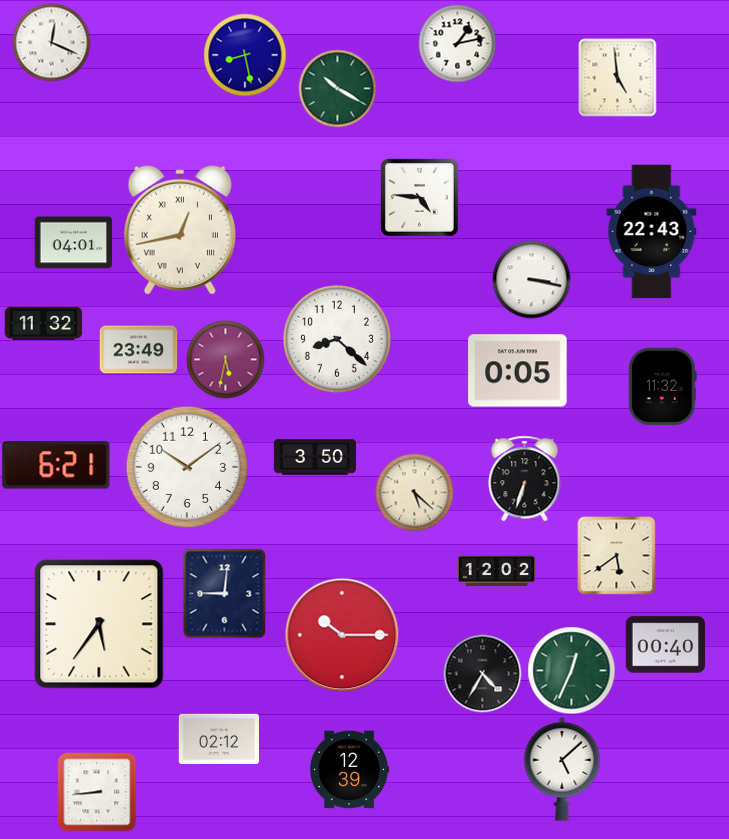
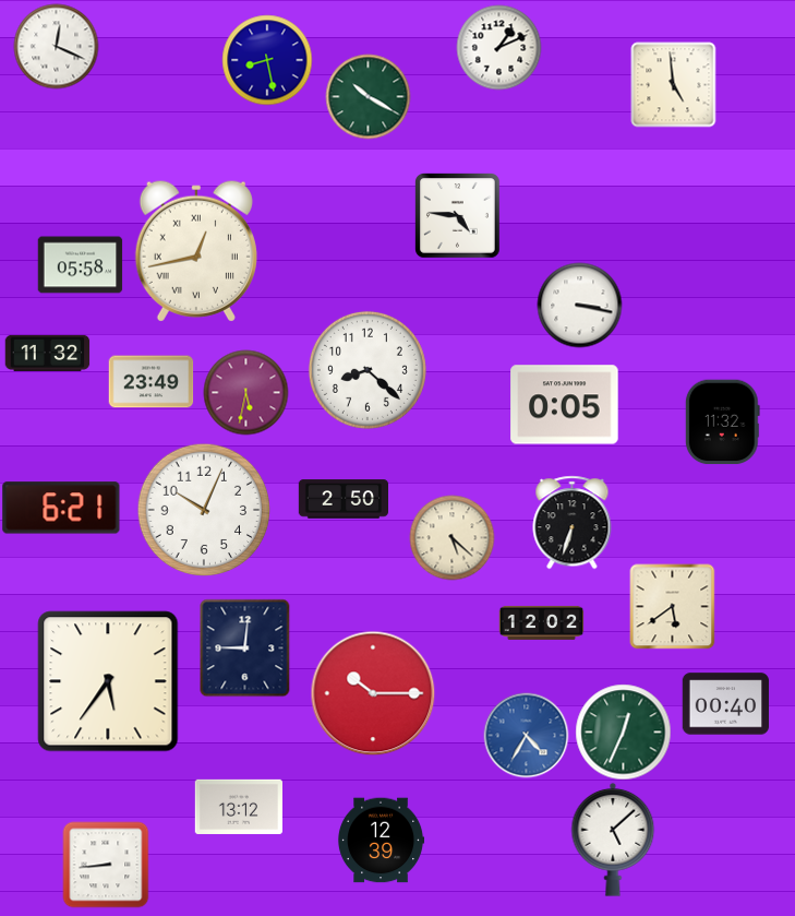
clock at (457, 43): 1:13 -> 1:11
clock at (652, 232): 22:43 -> none
clock at (73, 243): 04:01 -> 05:58
clock at (314, 457): 3:50 -> 2:50
clock at (187, 467): 10:09 -> 10:04
clock at (482, 673) dial: black -> blue
clock at (218, 739): 02:12 -> 13:12
